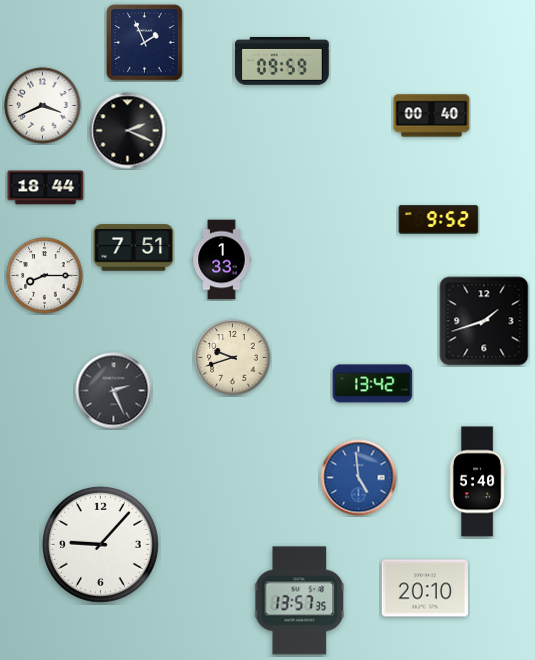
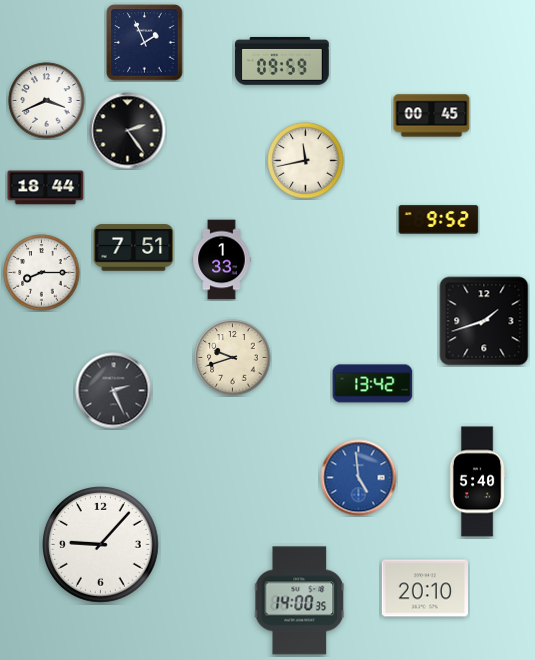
clock at (43, 106) position: (43, 106) -> (47, 101)
clock at (432, 116): 00:40 -> 00:45
clock at (128, 131): 2:19 -> 2:24
clock at (306, 161): none -> 11:43
clock at (45, 276) position: (45, 276) -> (42, 273)
clock at (300, 601): 13:57 -> 14:00
